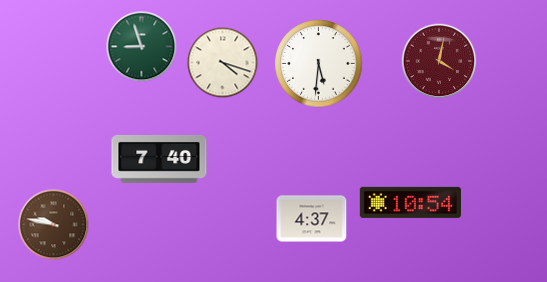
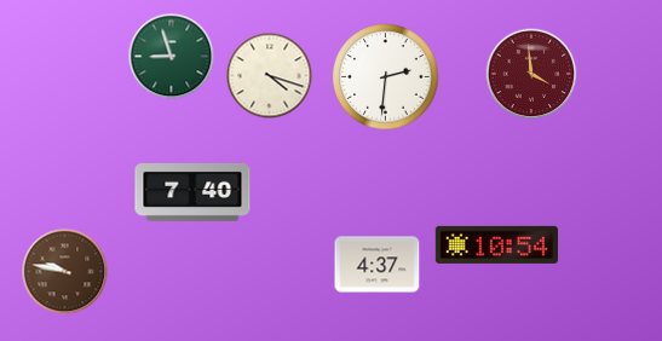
clock at (439, 61): 4:02 -> 3:59
clock at (319, 64): 5:31 -> 2:31
